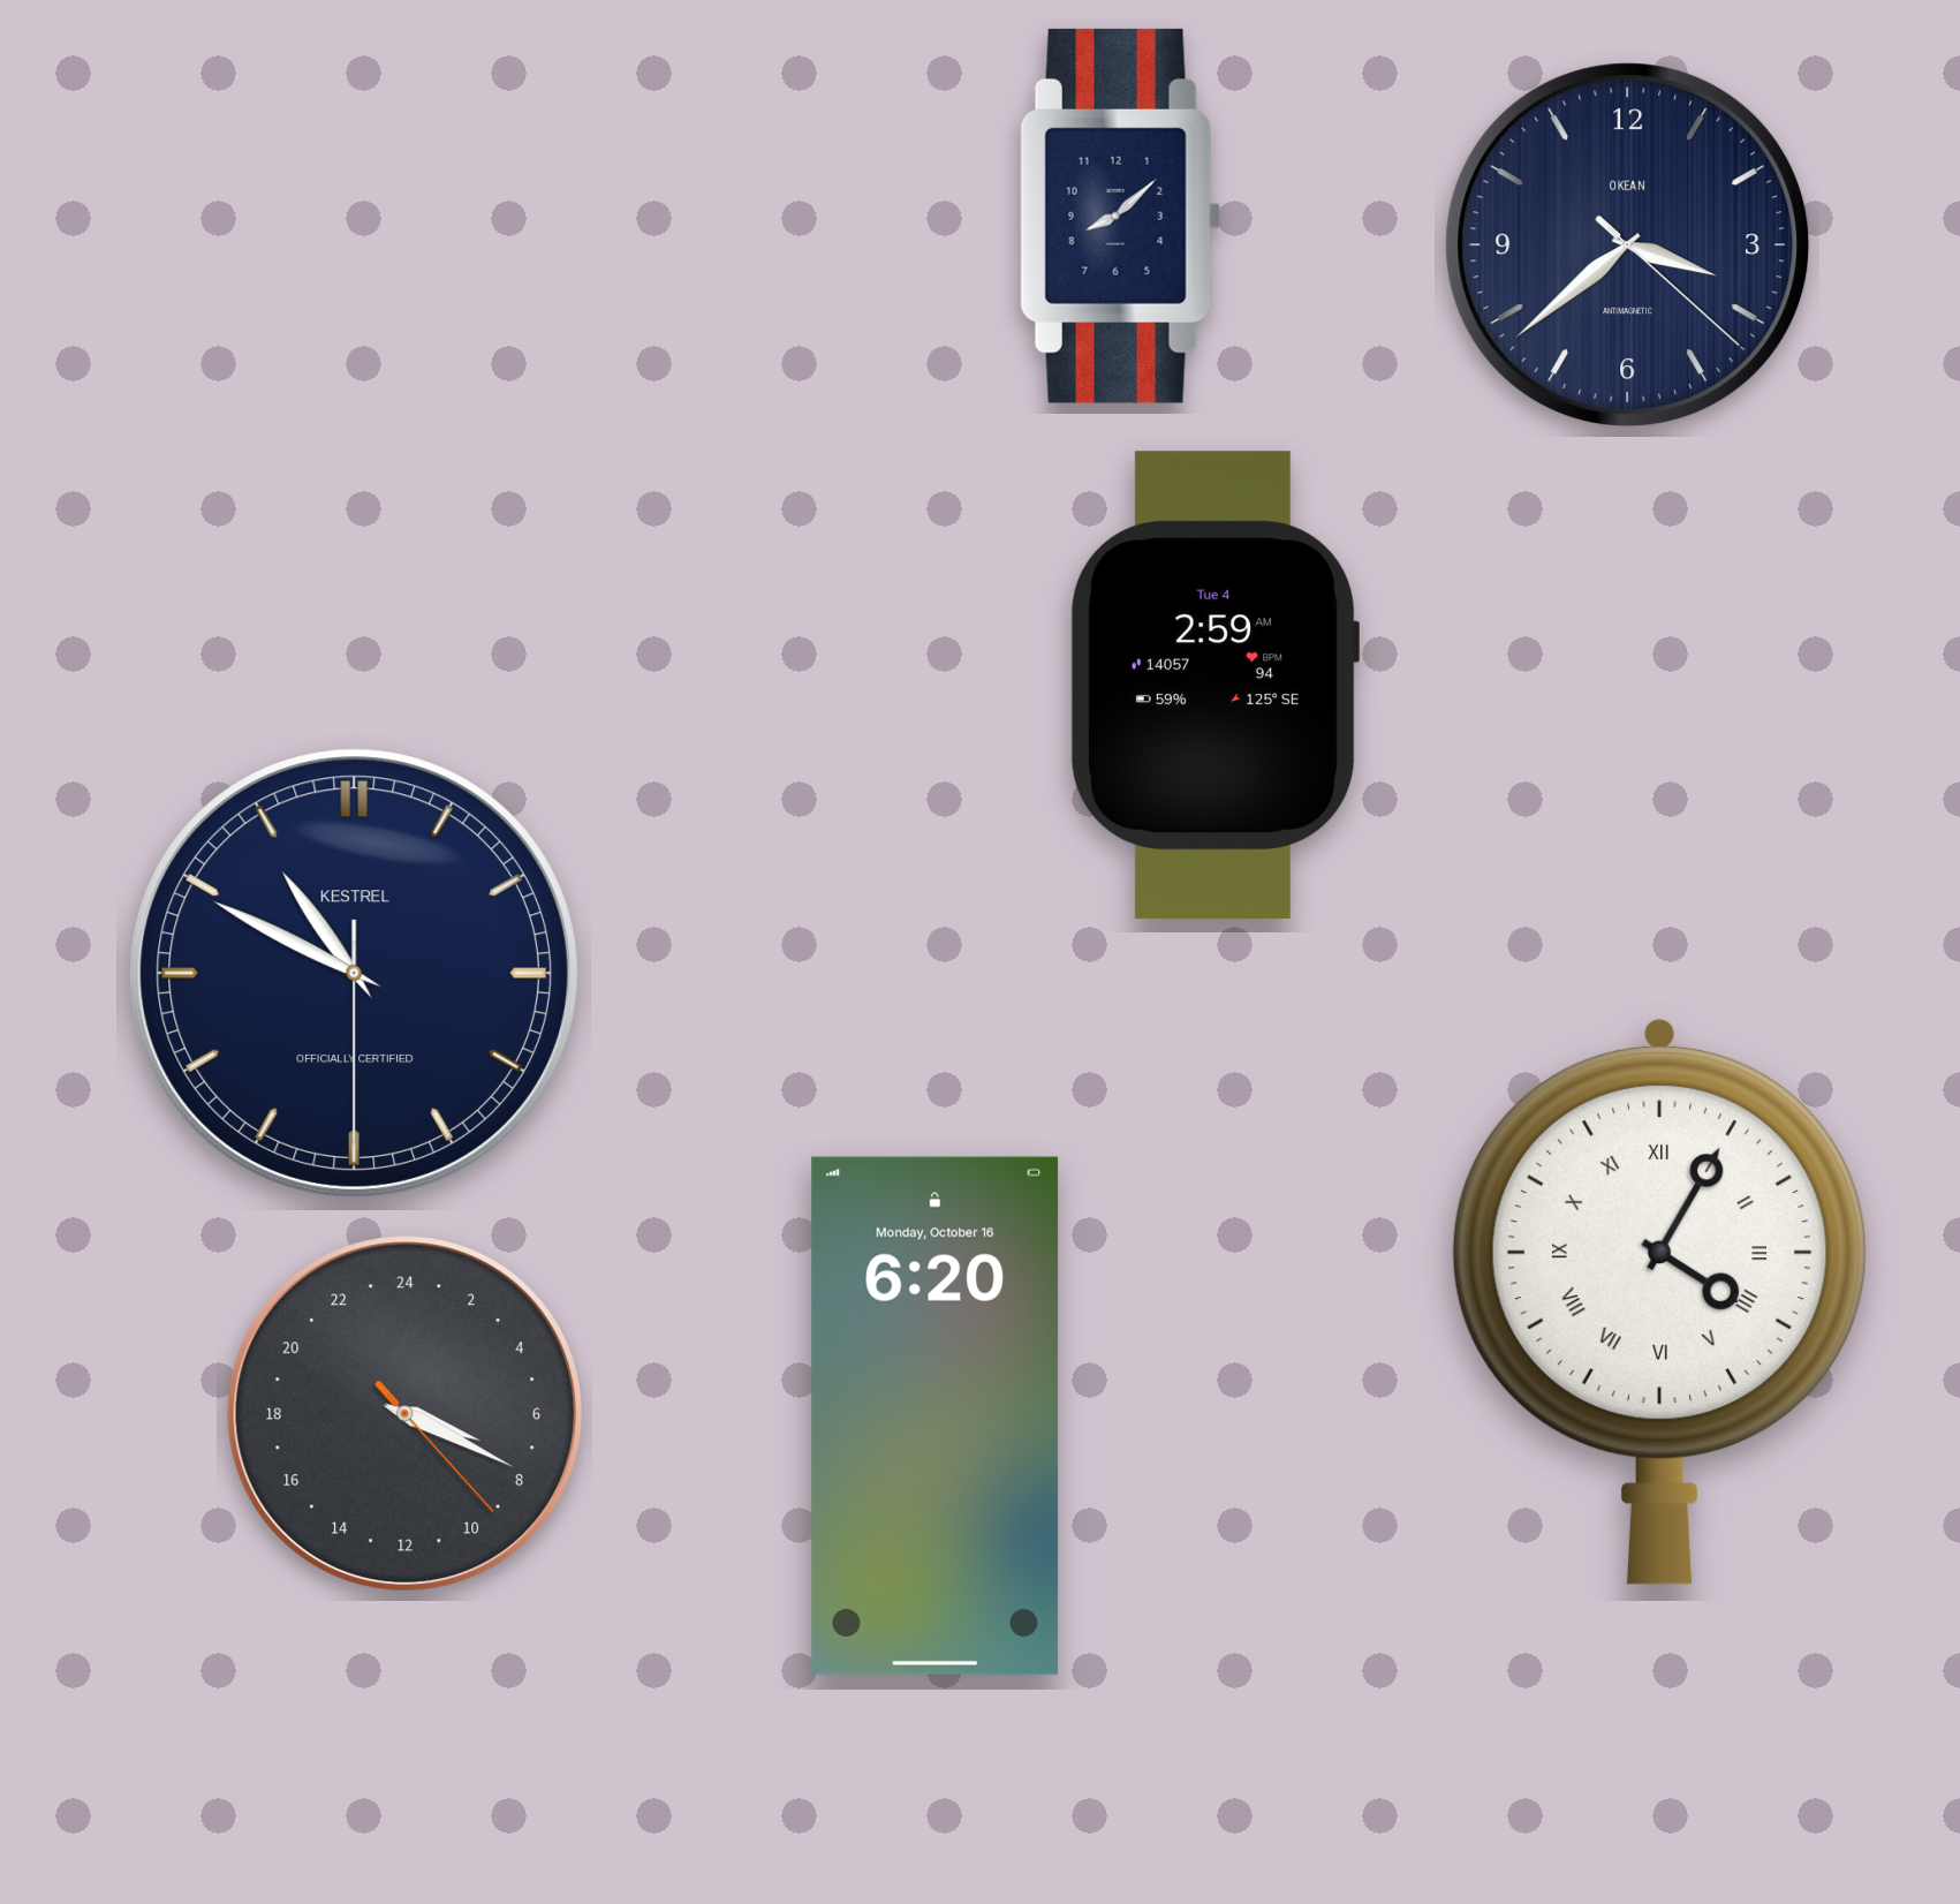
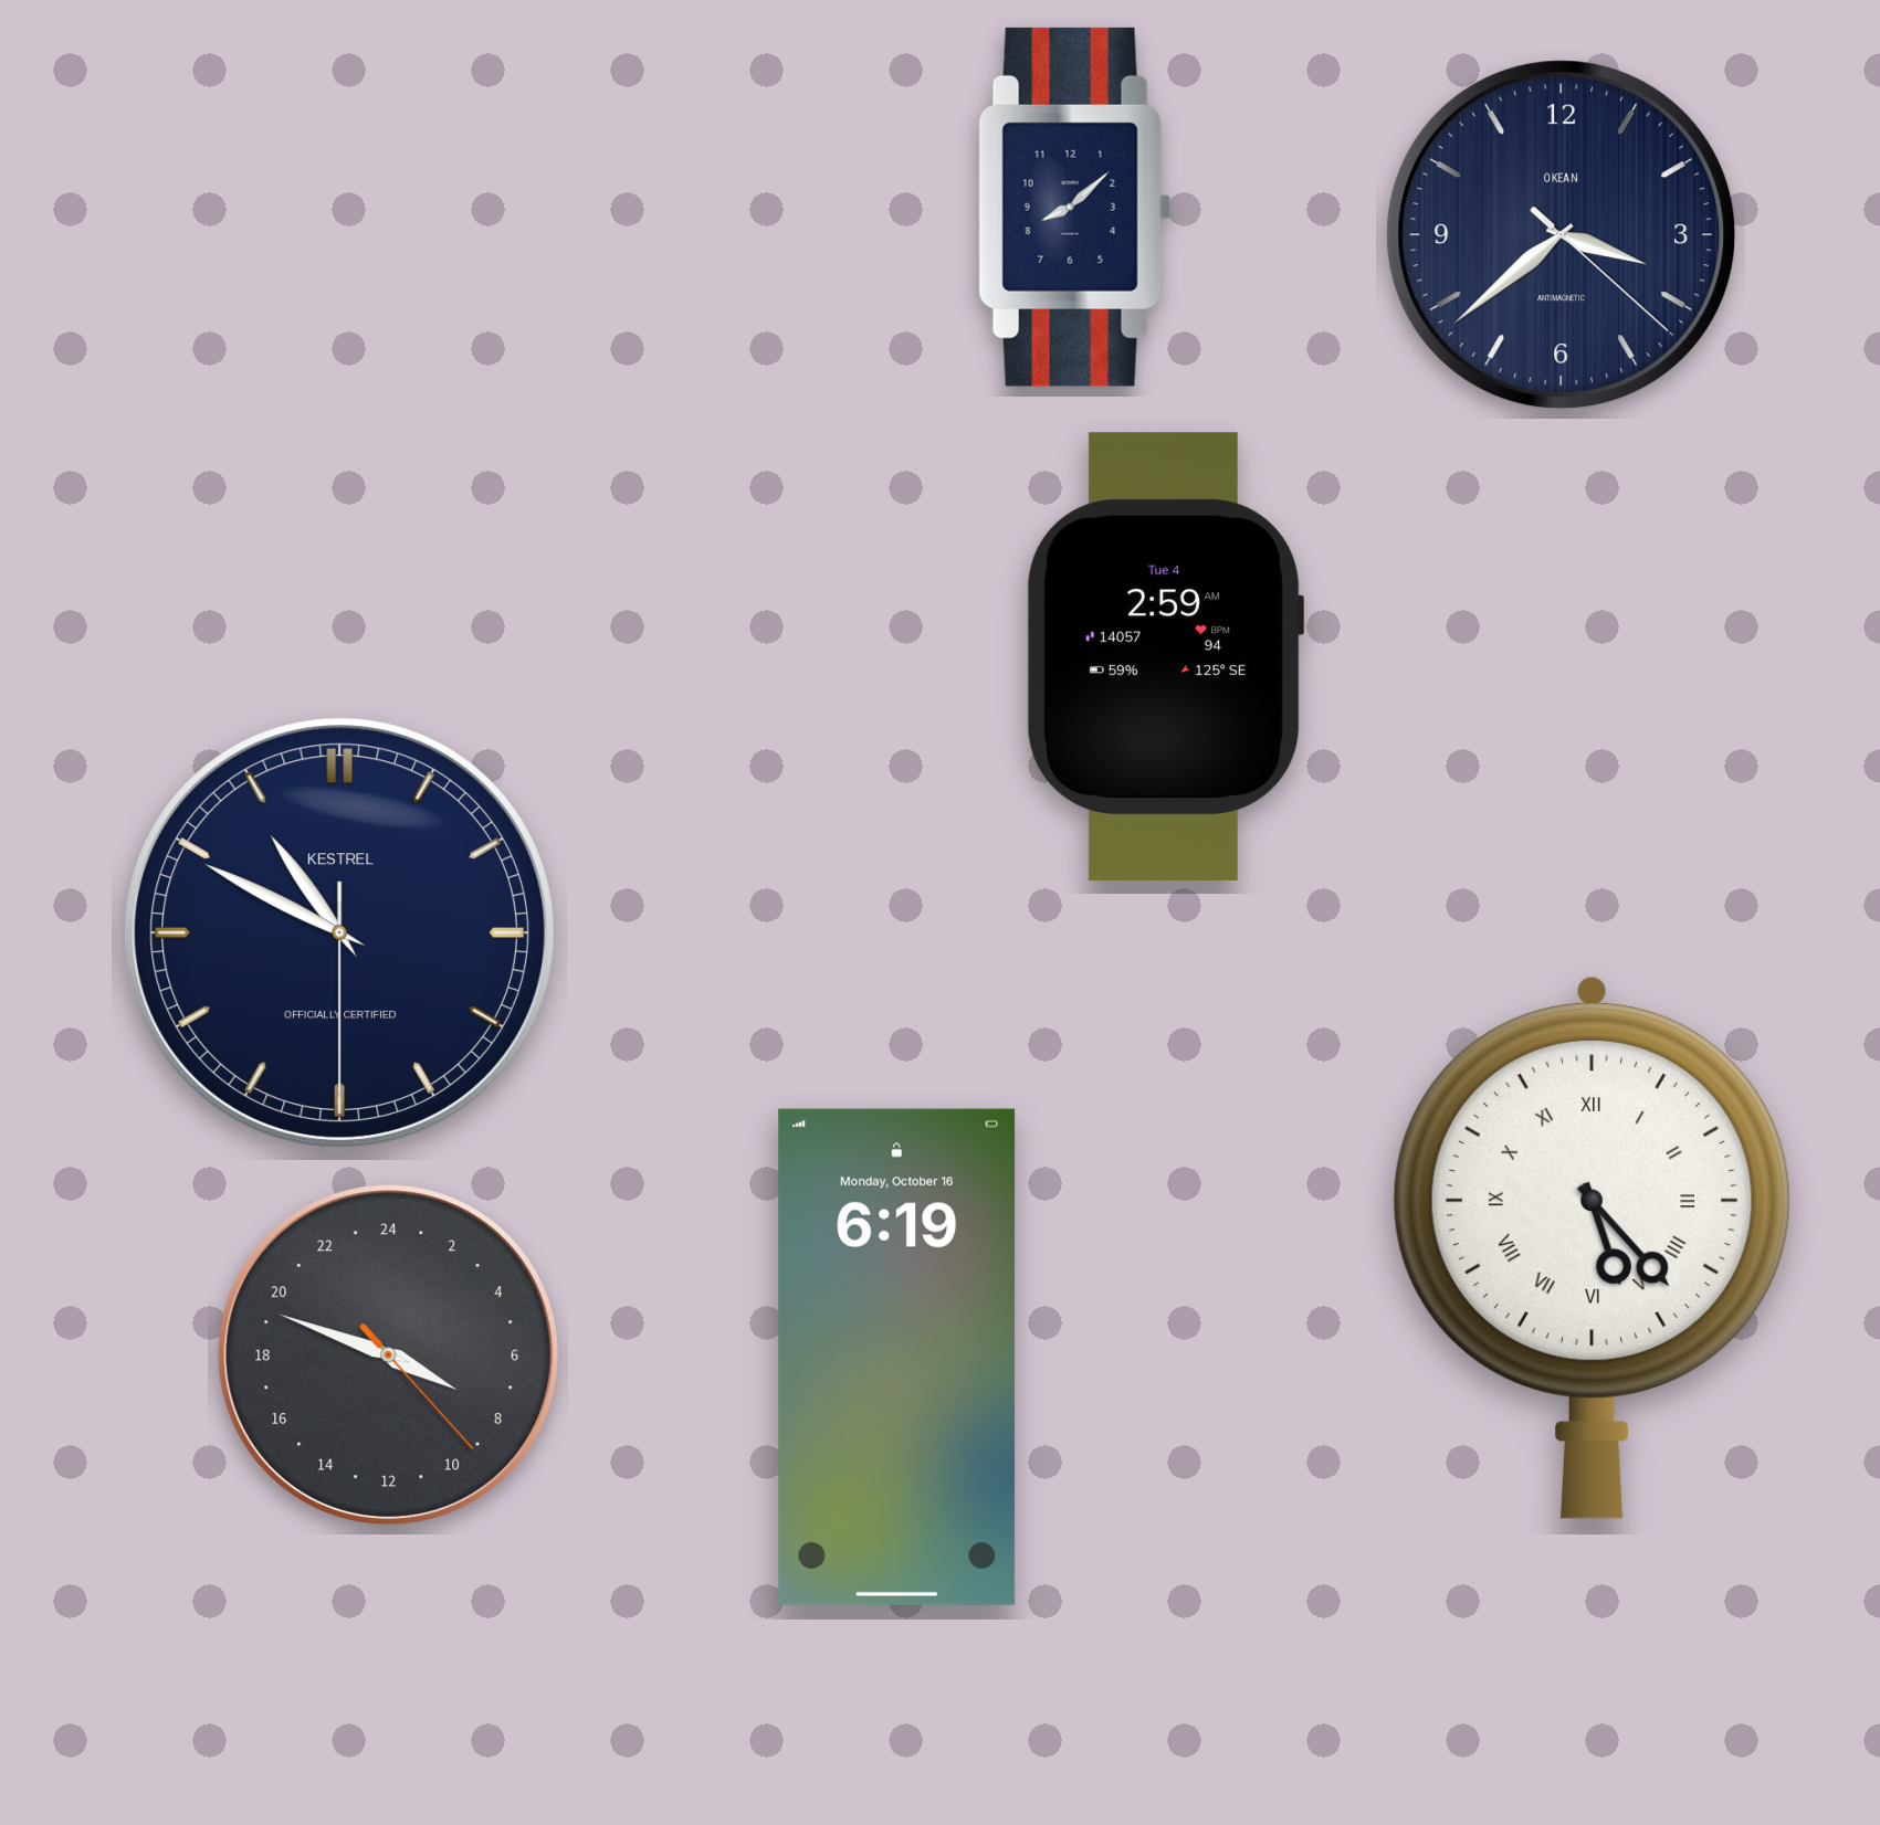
clock at (1659, 1301): 4:05 -> 5:23
clock at (406, 1414): 7:19 -> 7:48
clock at (936, 1415): 6:20 -> 6:19
